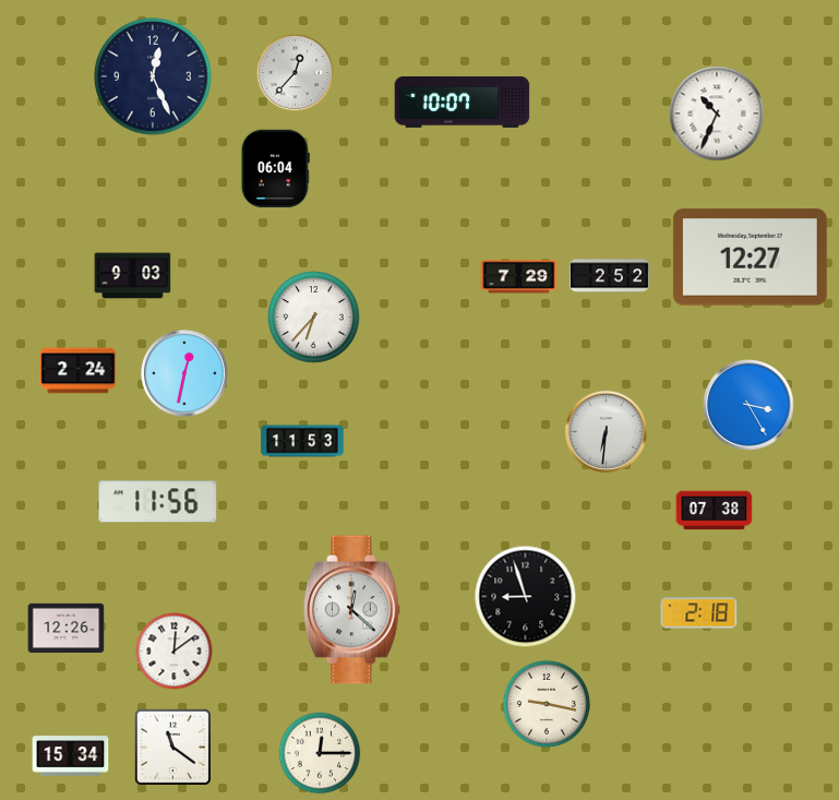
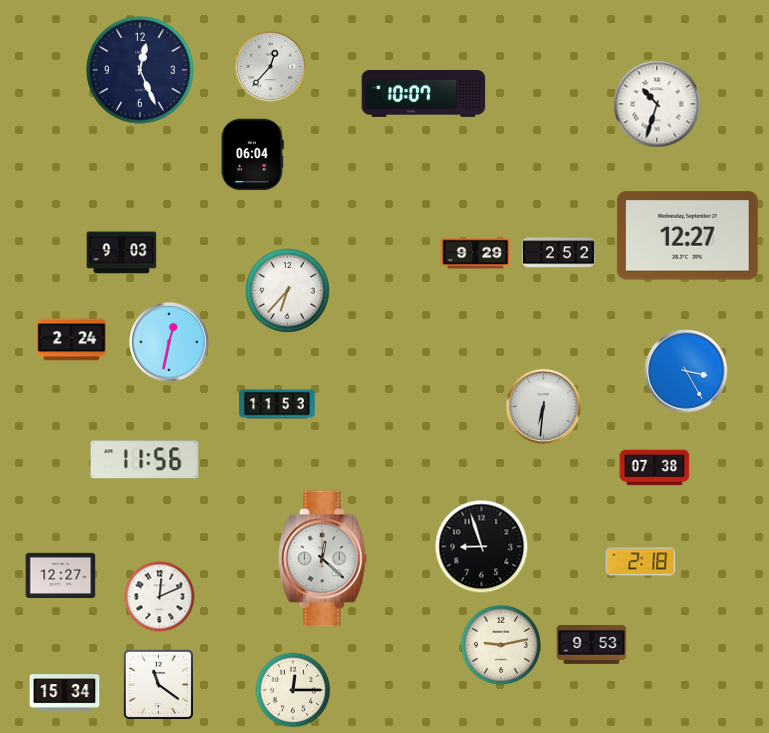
clock at (717, 114): 10:34 -> 10:33
clock at (519, 277): 7:29 -> 9:29
clock at (606, 431) position: (606, 431) -> (543, 406)
clock at (67, 628): 12:26 -> 12:27
clock at (175, 652): 12:09 -> 12:11
clock at (592, 644): none -> 9:53
clock at (547, 704): 9:17 -> 9:13
